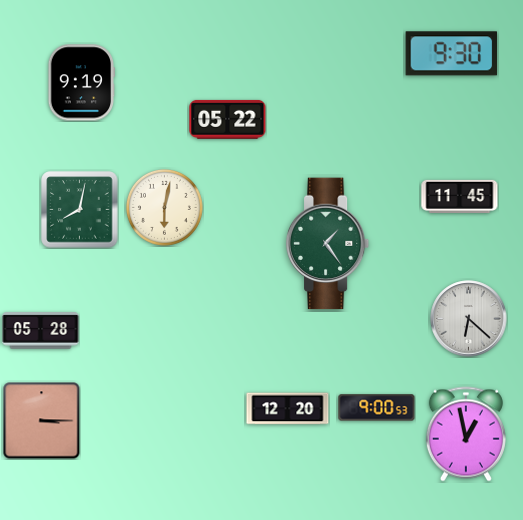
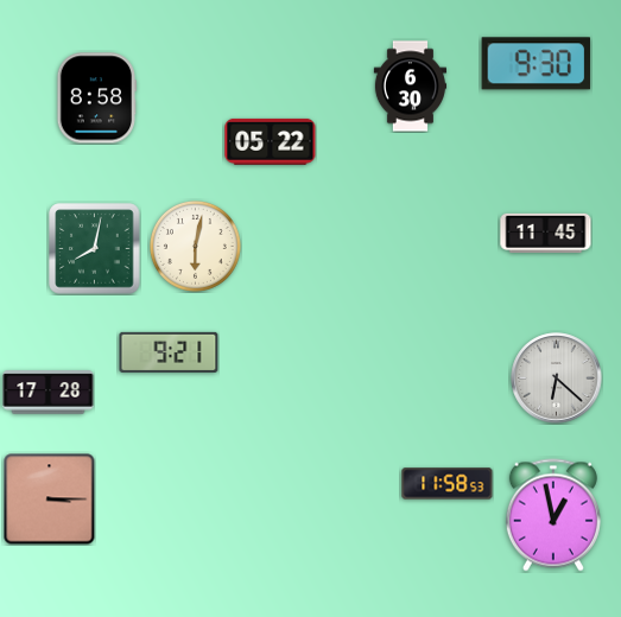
clock at (410, 87): none -> 6:30
clock at (81, 83): 9:19 -> 8:58
clock at (328, 244): 1:24 -> none
clock at (169, 352): none -> 9:21
clock at (41, 331): 05:28 -> 17:28
clock at (377, 408): 9:00 -> 11:58
clock at (288, 409): 12:20 -> none
